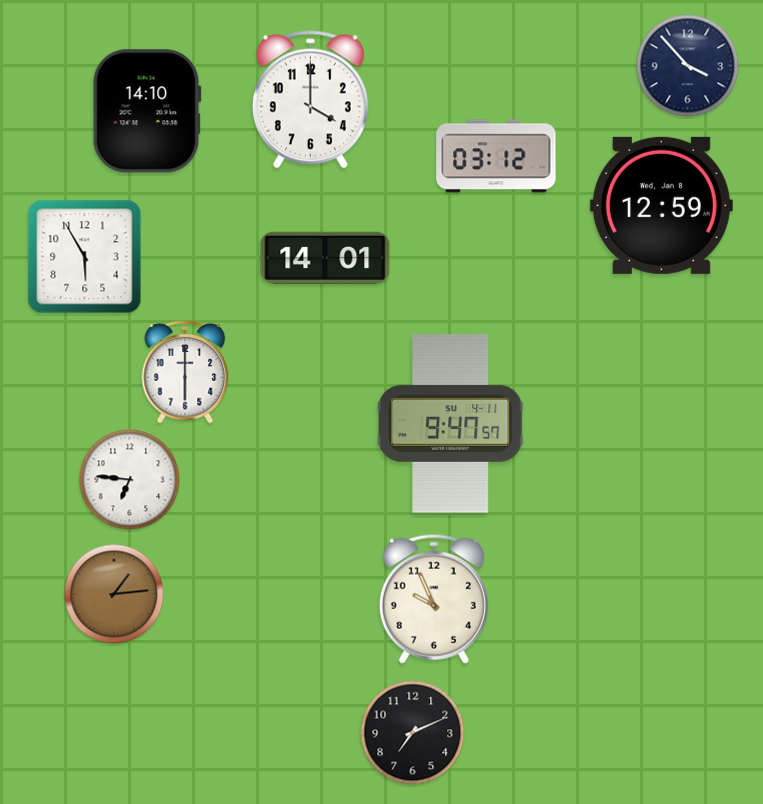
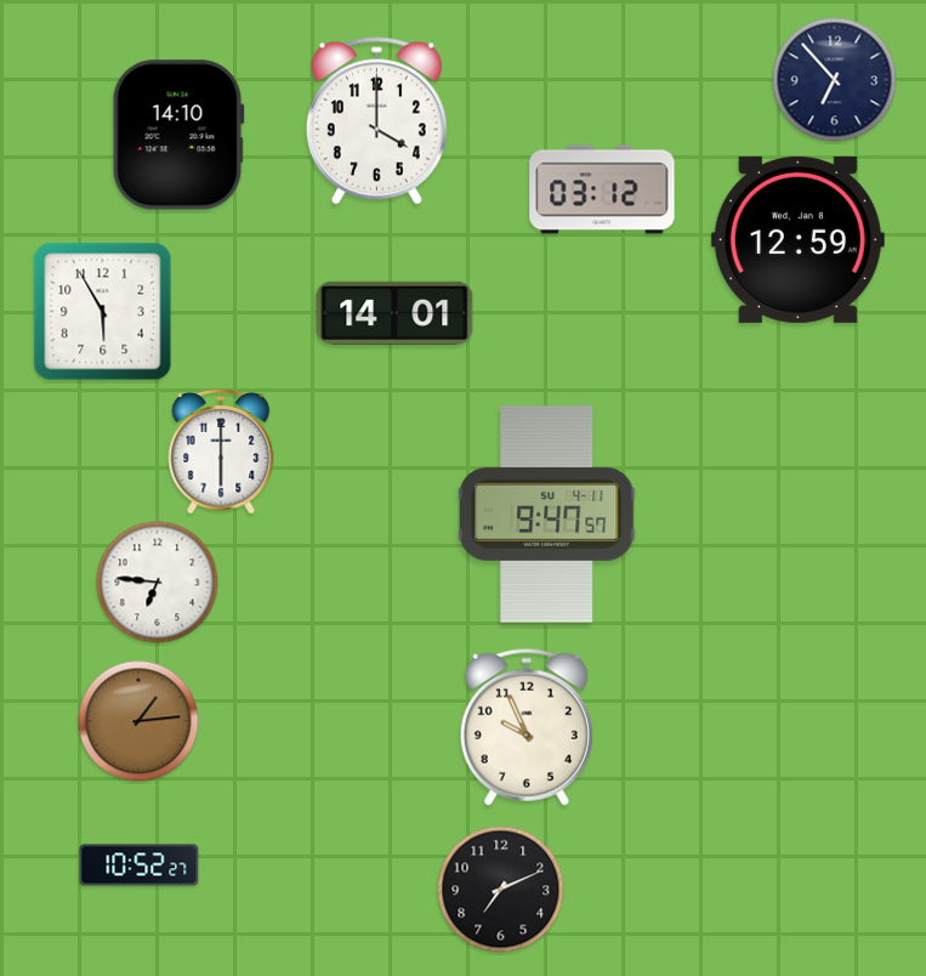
clock at (688, 66): 3:53 -> 6:53
clock at (661, 205) position: (661, 205) -> (797, 239)
clock at (185, 373) position: (185, 373) -> (221, 453)
clock at (140, 866): none -> 10:52
